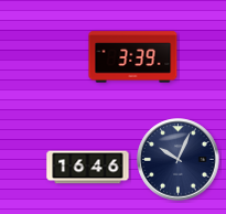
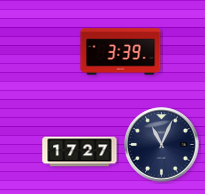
clock at (179, 160): 10:04 -> 11:04
clock at (88, 168): 16:46 -> 17:27
